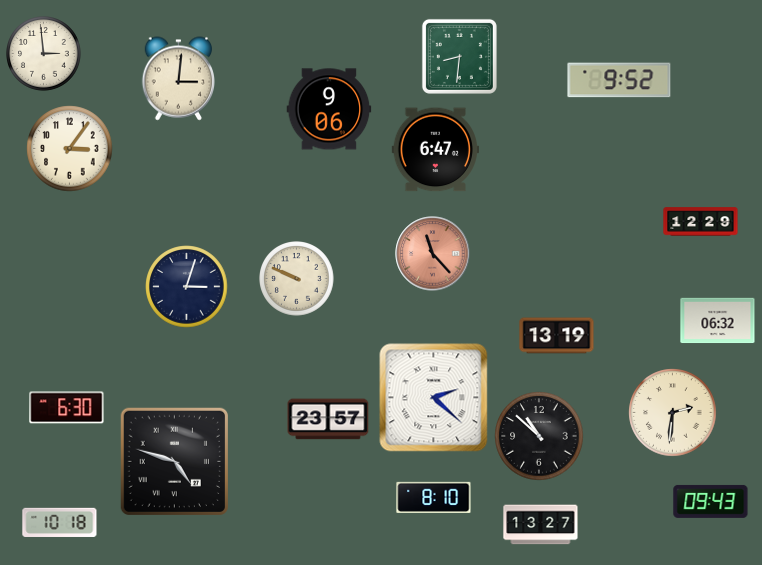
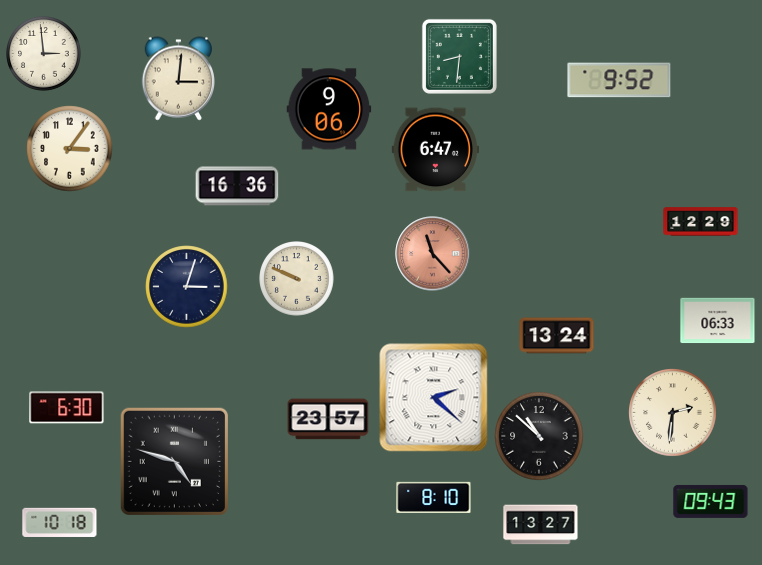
clock at (237, 186): none -> 16:36
clock at (718, 321): 06:32 -> 06:33
clock at (557, 336): 13:19 -> 13:24
